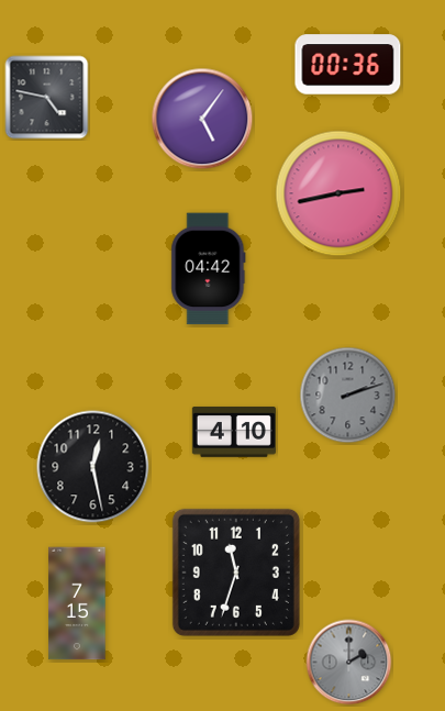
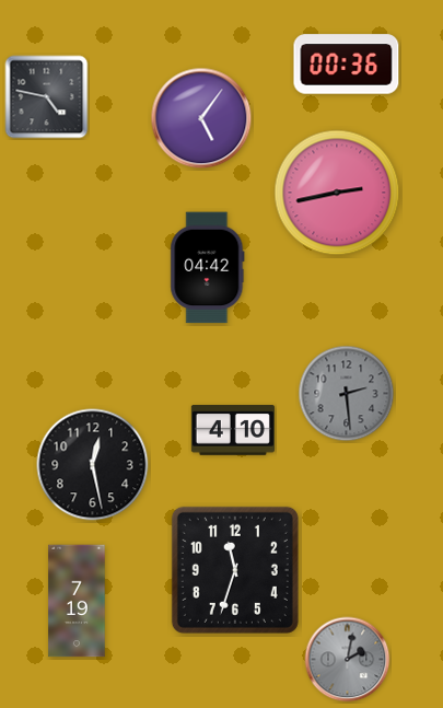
clock at (348, 396): 2:12 -> 2:29
clock at (77, 603): 7:15 -> 7:19
clock at (349, 663): 2:00 -> 2:02
